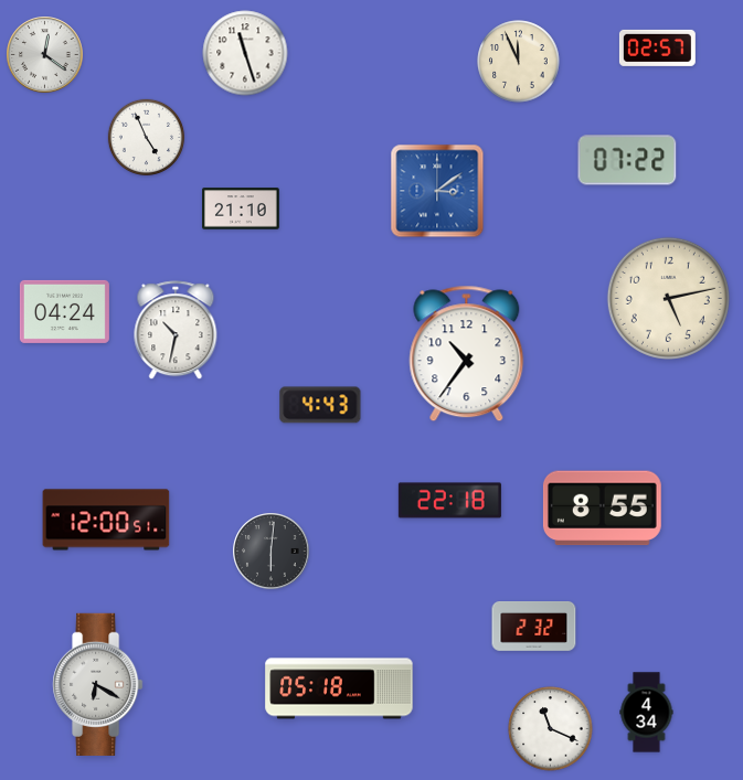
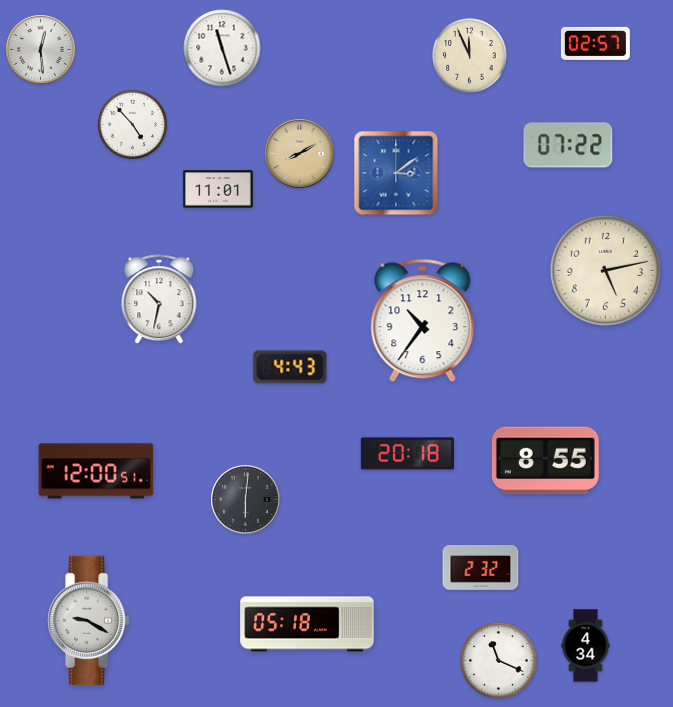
clock at (45, 55): 12:21 -> 12:29
clock at (147, 138): 4:56 -> 4:53
clock at (300, 154): none -> 8:10
clock at (241, 209): 21:10 -> 11:01
clock at (64, 311): 04:24 -> none
clock at (449, 501): 22:18 -> 20:18
clock at (534, 627) position: (534, 627) -> (481, 568)
clock at (98, 684): 6:20 -> 9:20
